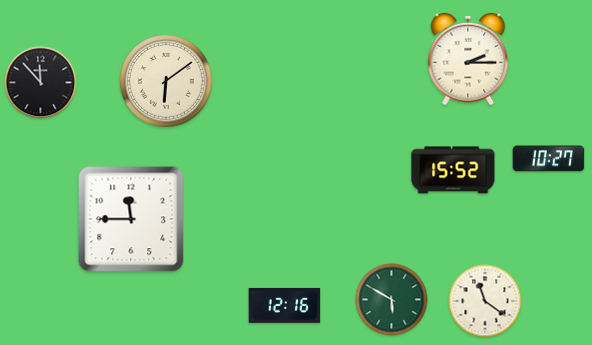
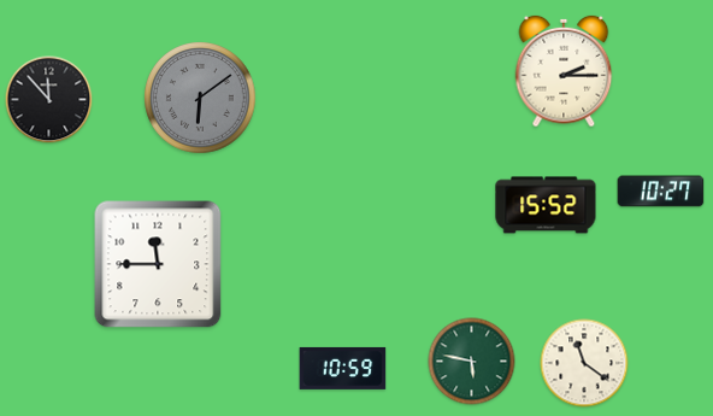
clock at (166, 81) dial: cream -> grey
clock at (392, 300): 5:50 -> 5:47
clock at (285, 305): 12:16 -> 10:59
